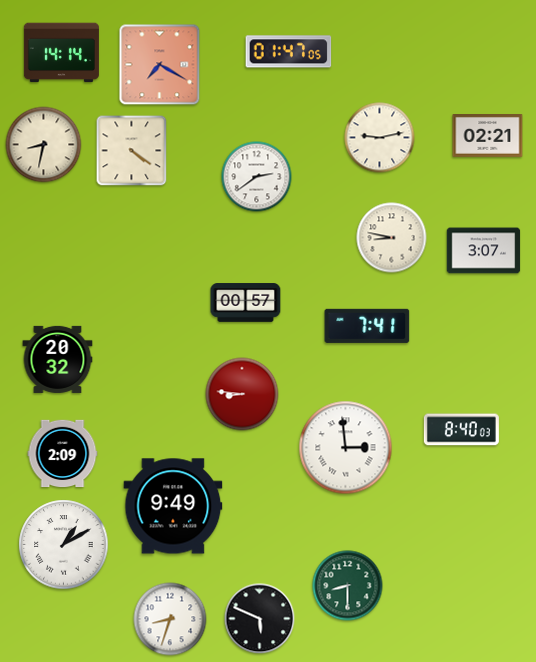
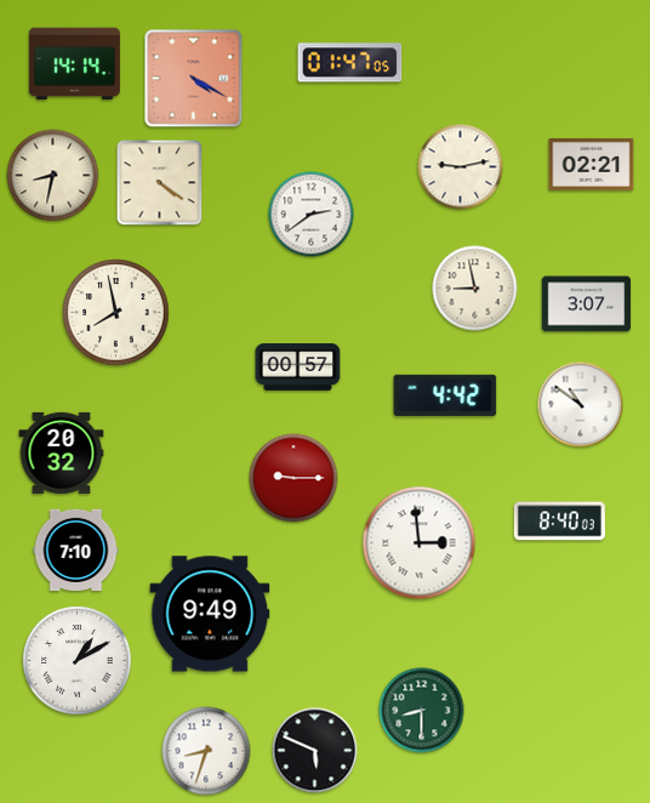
clock at (160, 65): 7:20 -> 4:20
clock at (392, 238): 8:47 -> 8:58
clock at (116, 313): none -> 7:58
clock at (367, 326): 7:41 -> 4:42
clock at (581, 405): none -> 10:51
clock at (58, 359) position: (58, 359) -> (62, 452)
clock at (242, 394): 8:46 -> 9:15
clock at (63, 454): 2:09 -> 7:10
